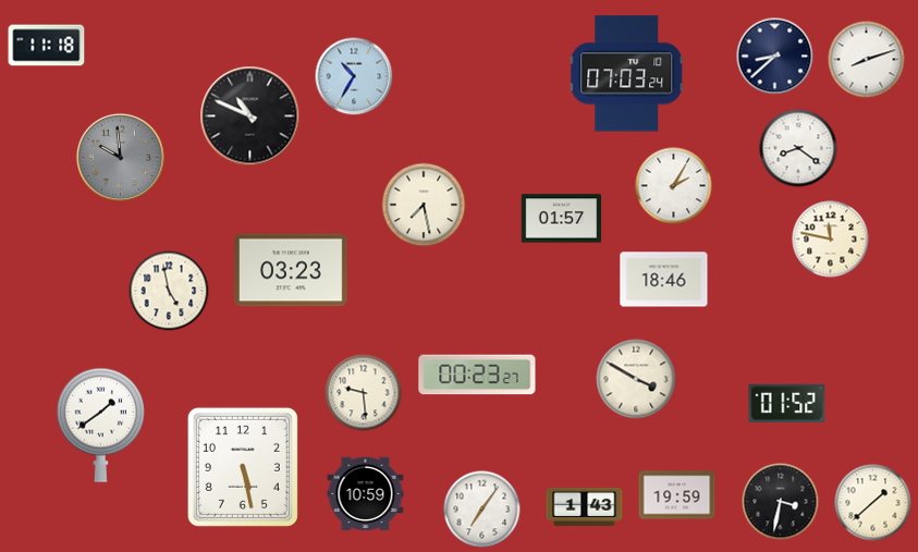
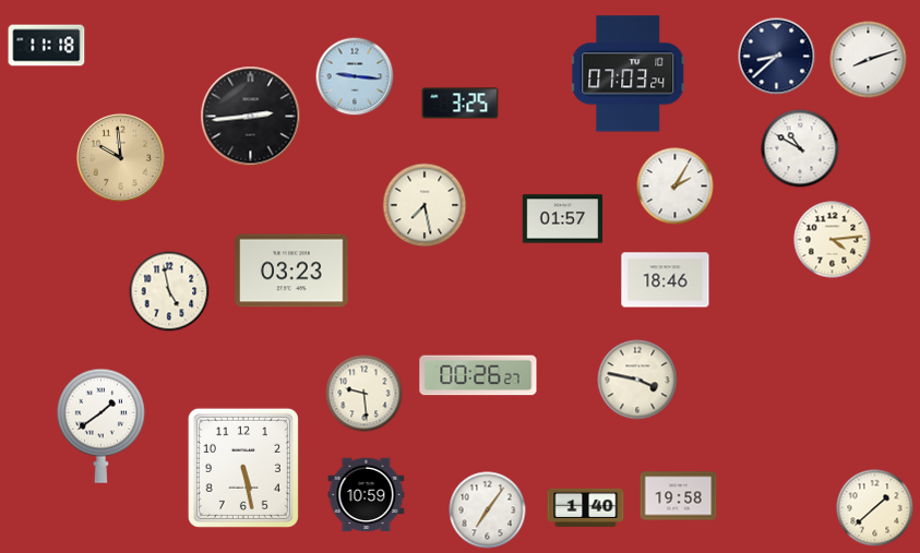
clock at (354, 76): 10:35 -> 9:16
clock at (461, 104): none -> 3:25
clock at (250, 116): 10:49 -> 2:44
clock at (798, 148): 8:21 -> 10:50
clock at (120, 157) dial: grey -> champagne
clock at (831, 240): 11:47 -> 4:14
clock at (477, 375): 00:23 -> 00:26
clock at (636, 379): 3:50 -> 3:47
clock at (787, 403): 01:52 -> none
clock at (677, 495): 19:59 -> 19:58
clock at (781, 502): 3:32 -> none
clock at (873, 503) position: (873, 503) -> (875, 508)
clock at (585, 506): 1:43 -> 1:40
clock at (482, 510) position: (482, 510) -> (488, 510)
